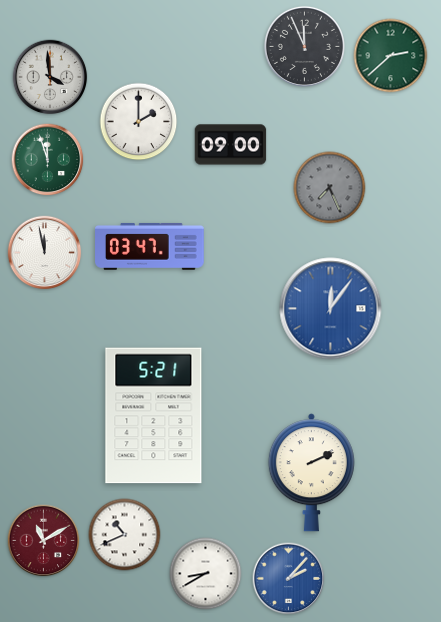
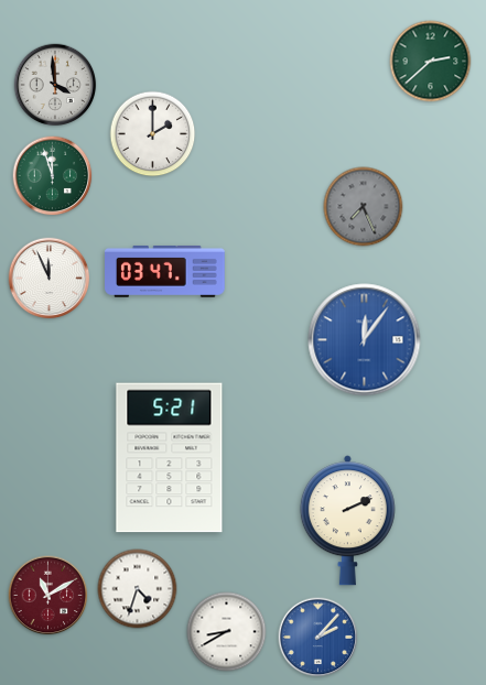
clock at (304, 46): 11:56 -> none
clock at (231, 145): 09:00 -> none
clock at (45, 253): 11:58 -> 11:56
clock at (311, 473) position: (311, 473) -> (347, 521)
clock at (125, 535): 10:41 -> 4:33
